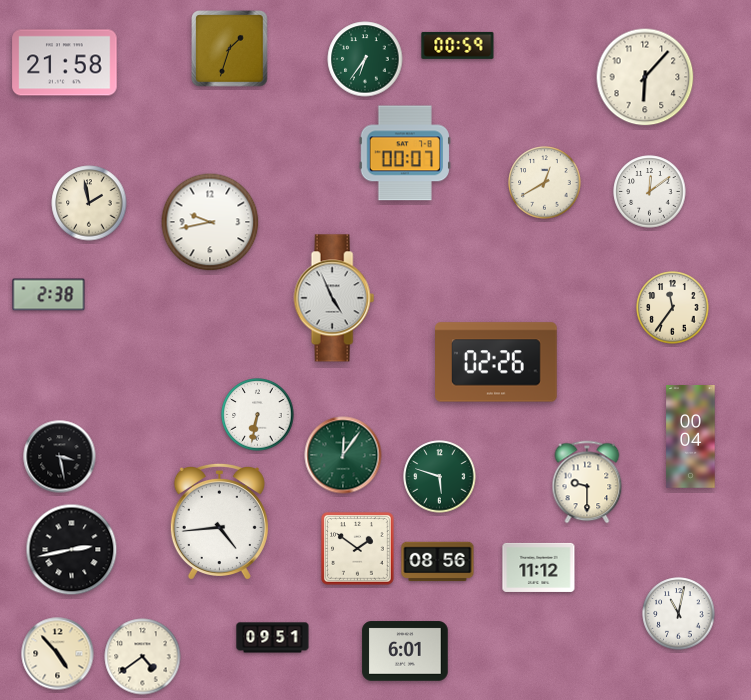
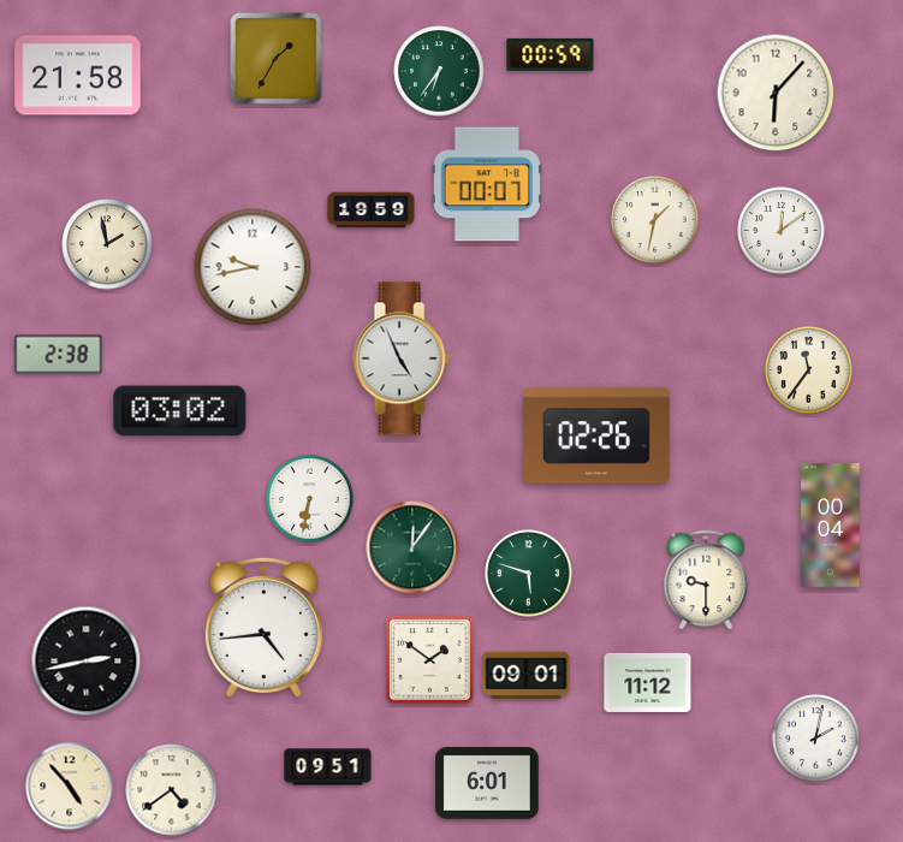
clock at (230, 49): 1:33 -> 1:35
clock at (372, 210): none -> 19:59
clock at (545, 183): 12:40 -> 1:32
clock at (180, 411): none -> 03:02
clock at (60, 457): 3:28 -> none
clock at (438, 562): 08:56 -> 09:01
clock at (679, 614): 11:02 -> 2:02
